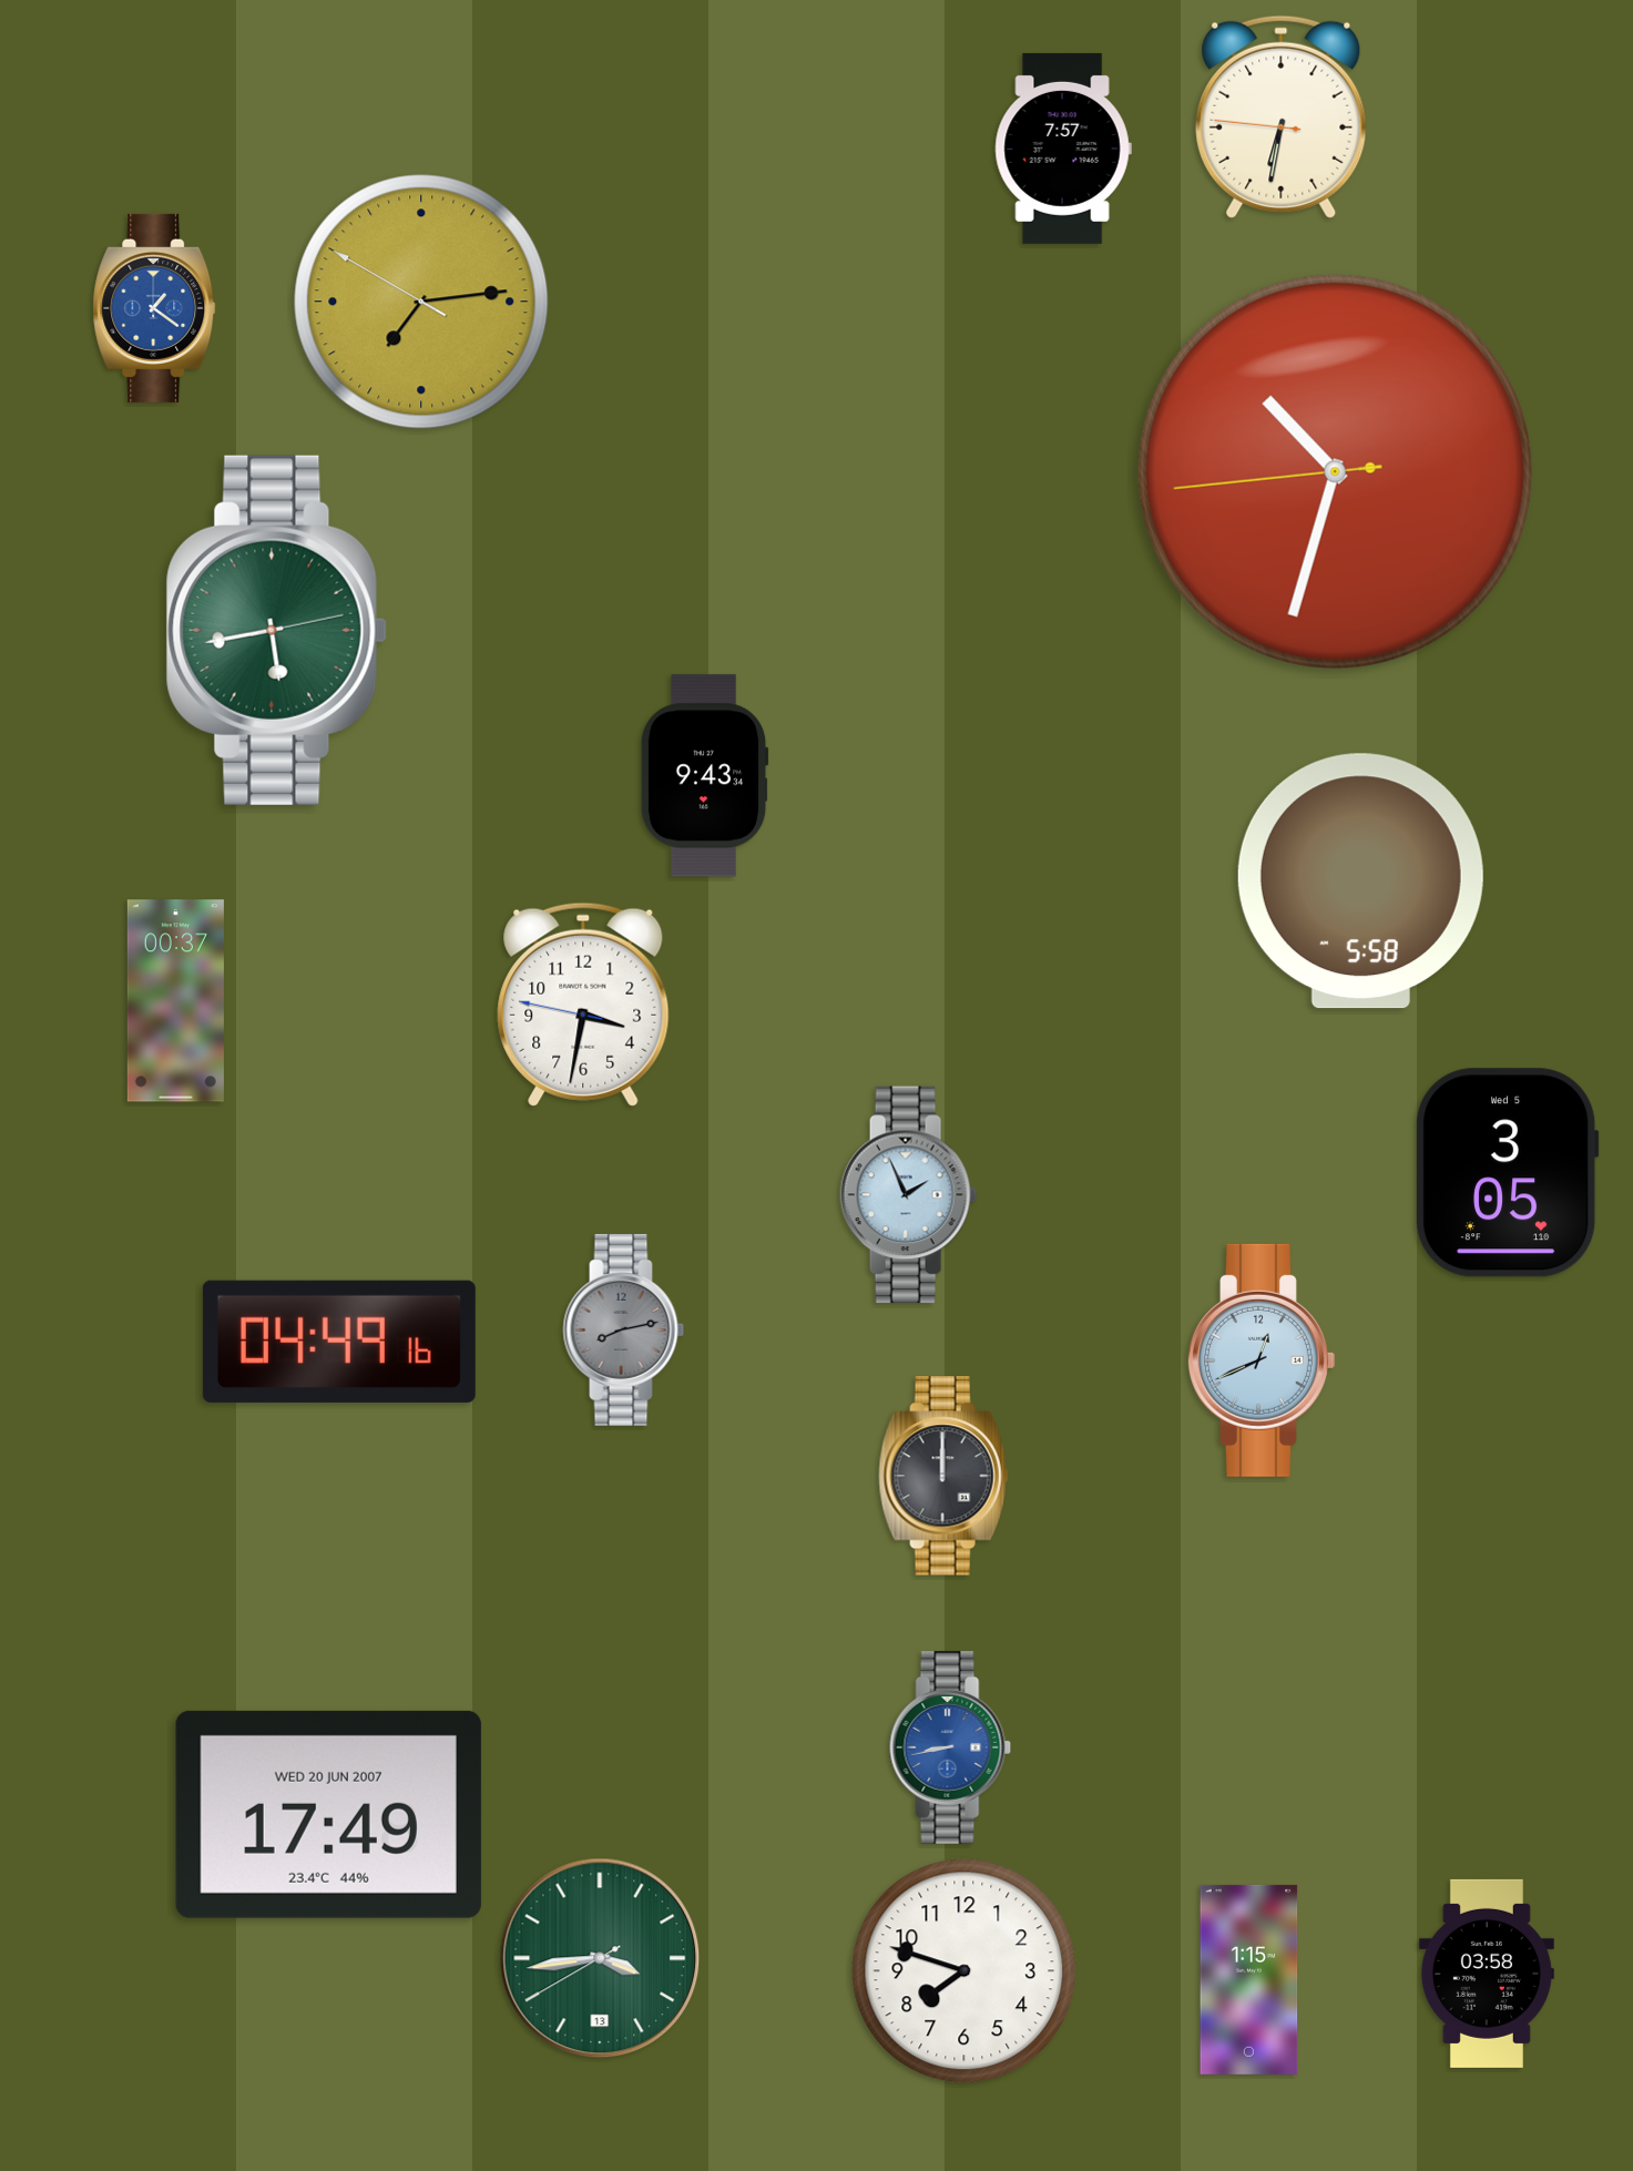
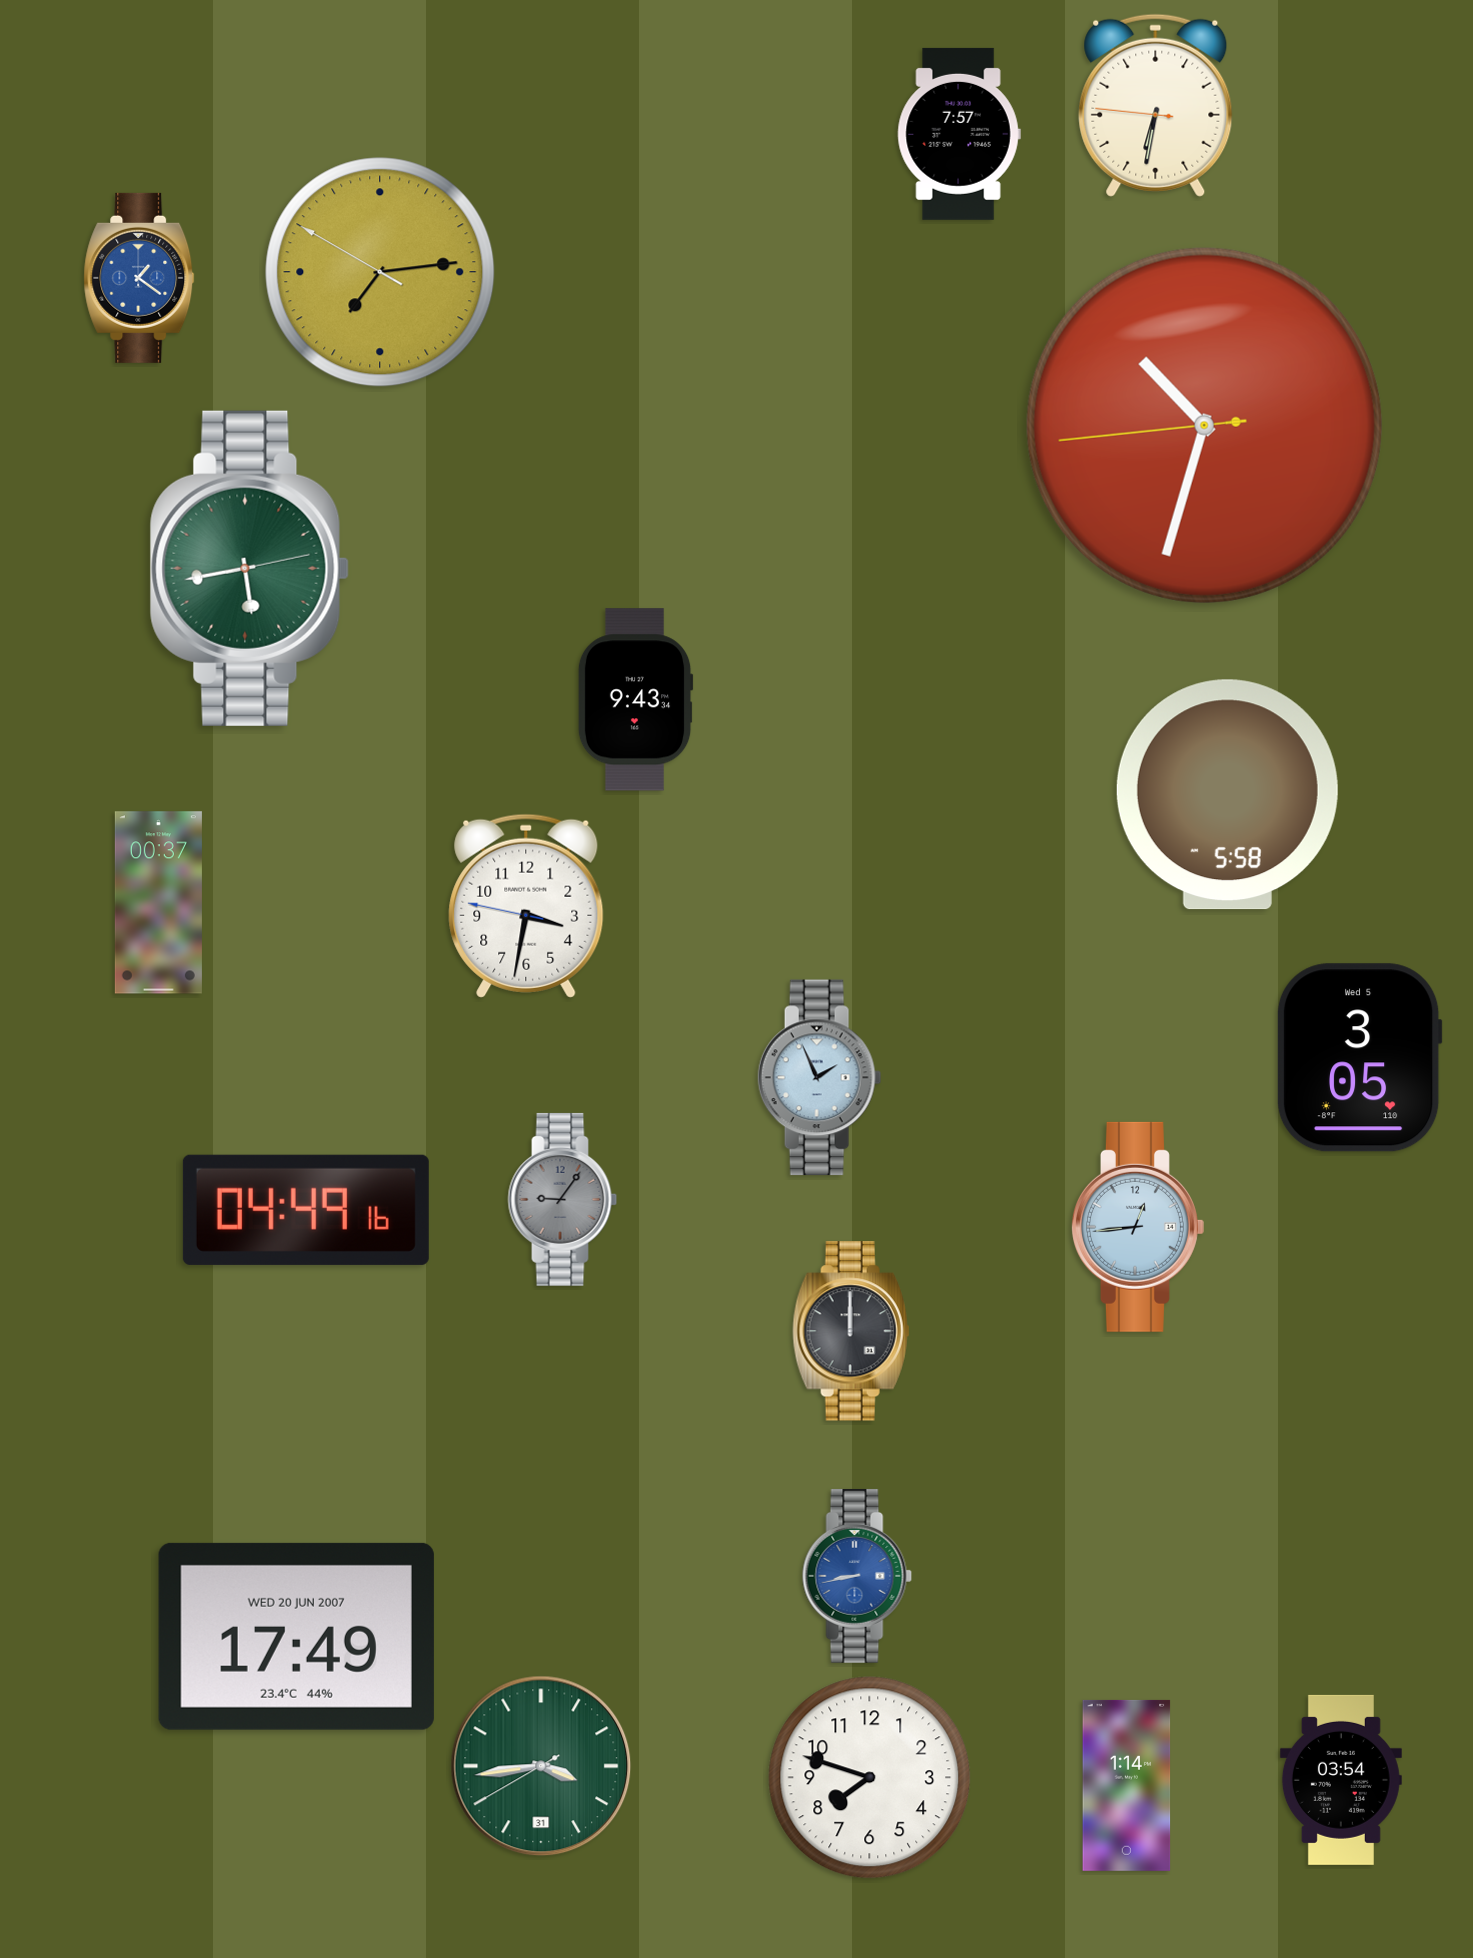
clock at (624, 1329): 8:13 -> 9:06
clock at (1261, 1360): 12:41 -> 12:44
clock at (600, 1958) date: 13 -> 31
clock at (1487, 1974): 03:58 -> 03:54
clock at (1249, 1979): 1:15 -> 1:14
